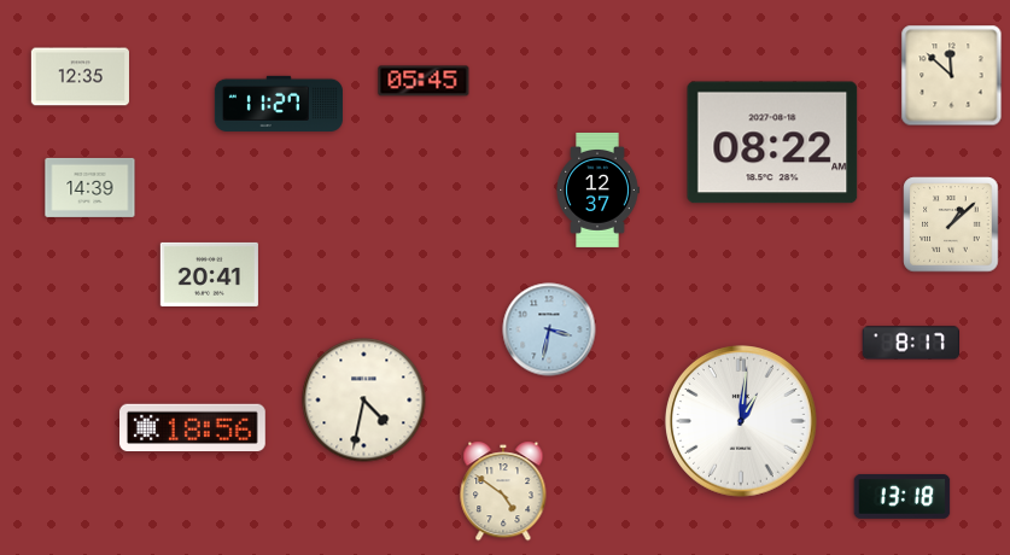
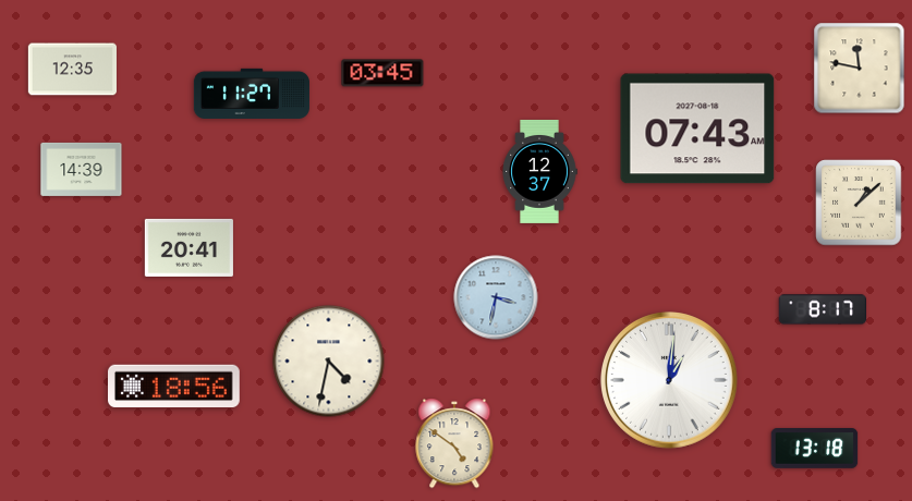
clock at (952, 76): 11:52 -> 11:47
clock at (424, 81): 05:45 -> 03:45
clock at (772, 142): 08:22 -> 07:43
